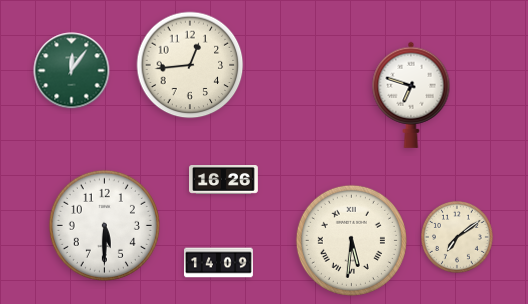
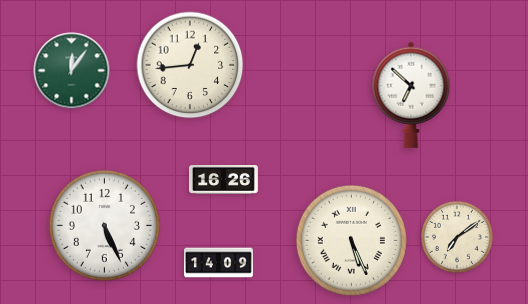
clock at (411, 95): 6:48 -> 6:52
clock at (104, 225): 5:30 -> 5:26
clock at (351, 240): 5:31 -> 5:26
